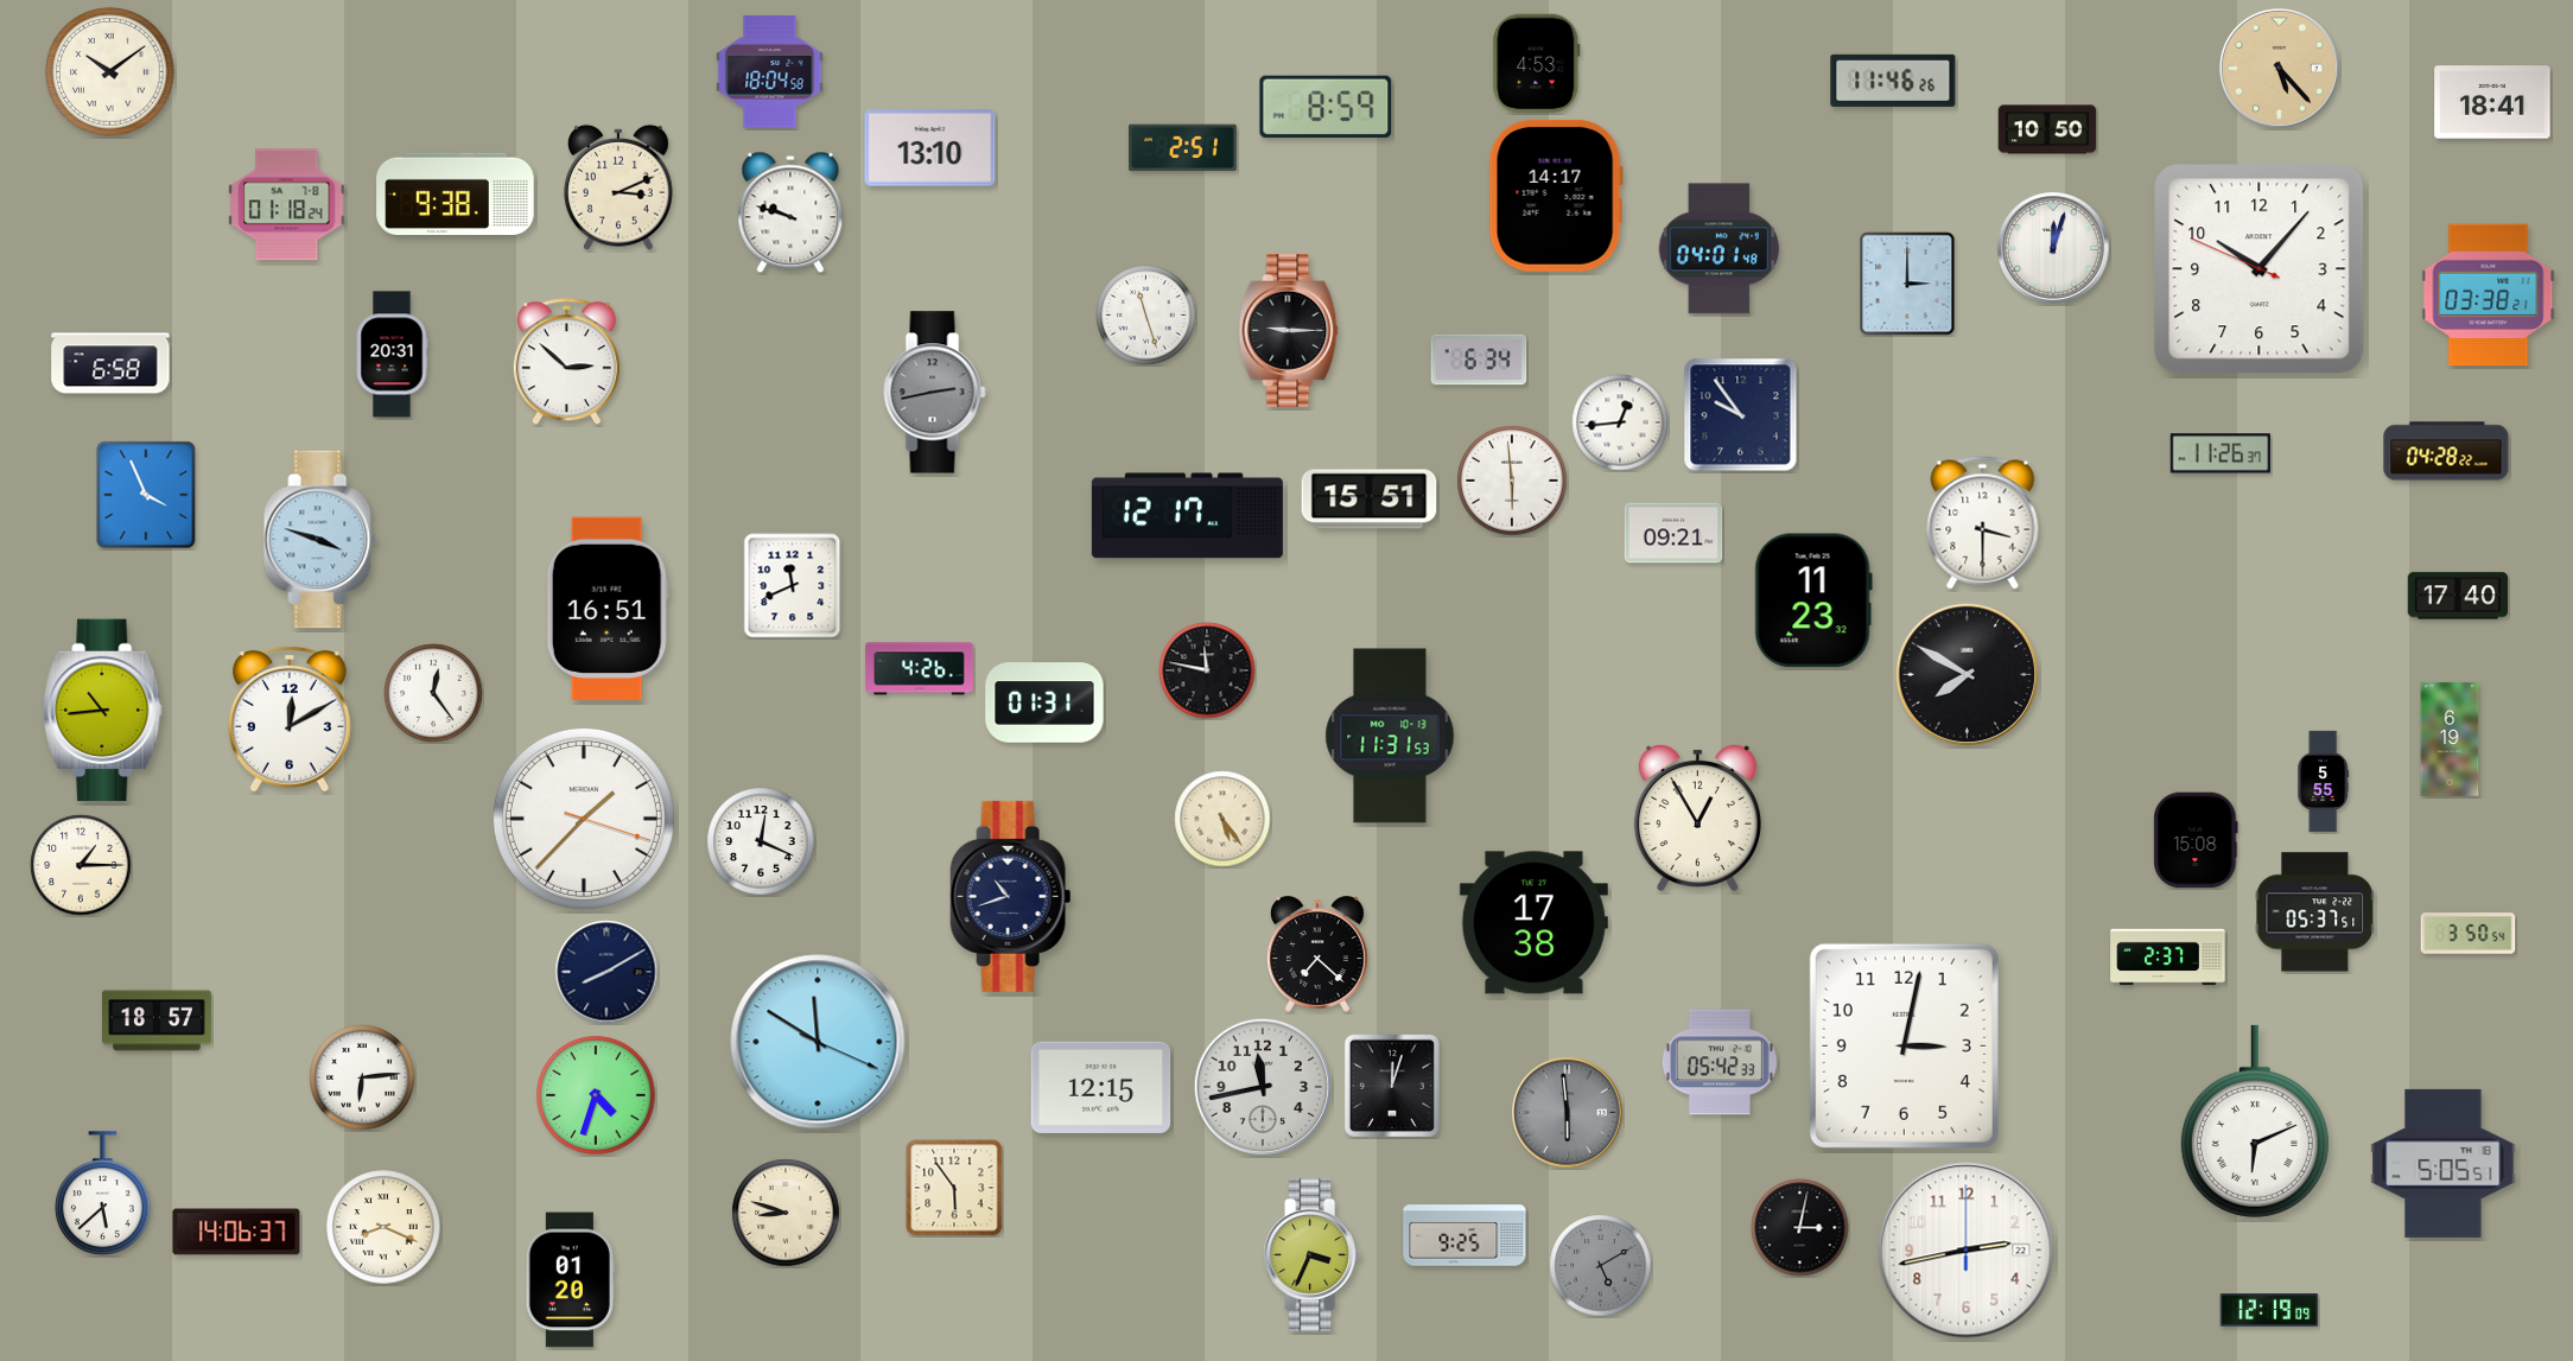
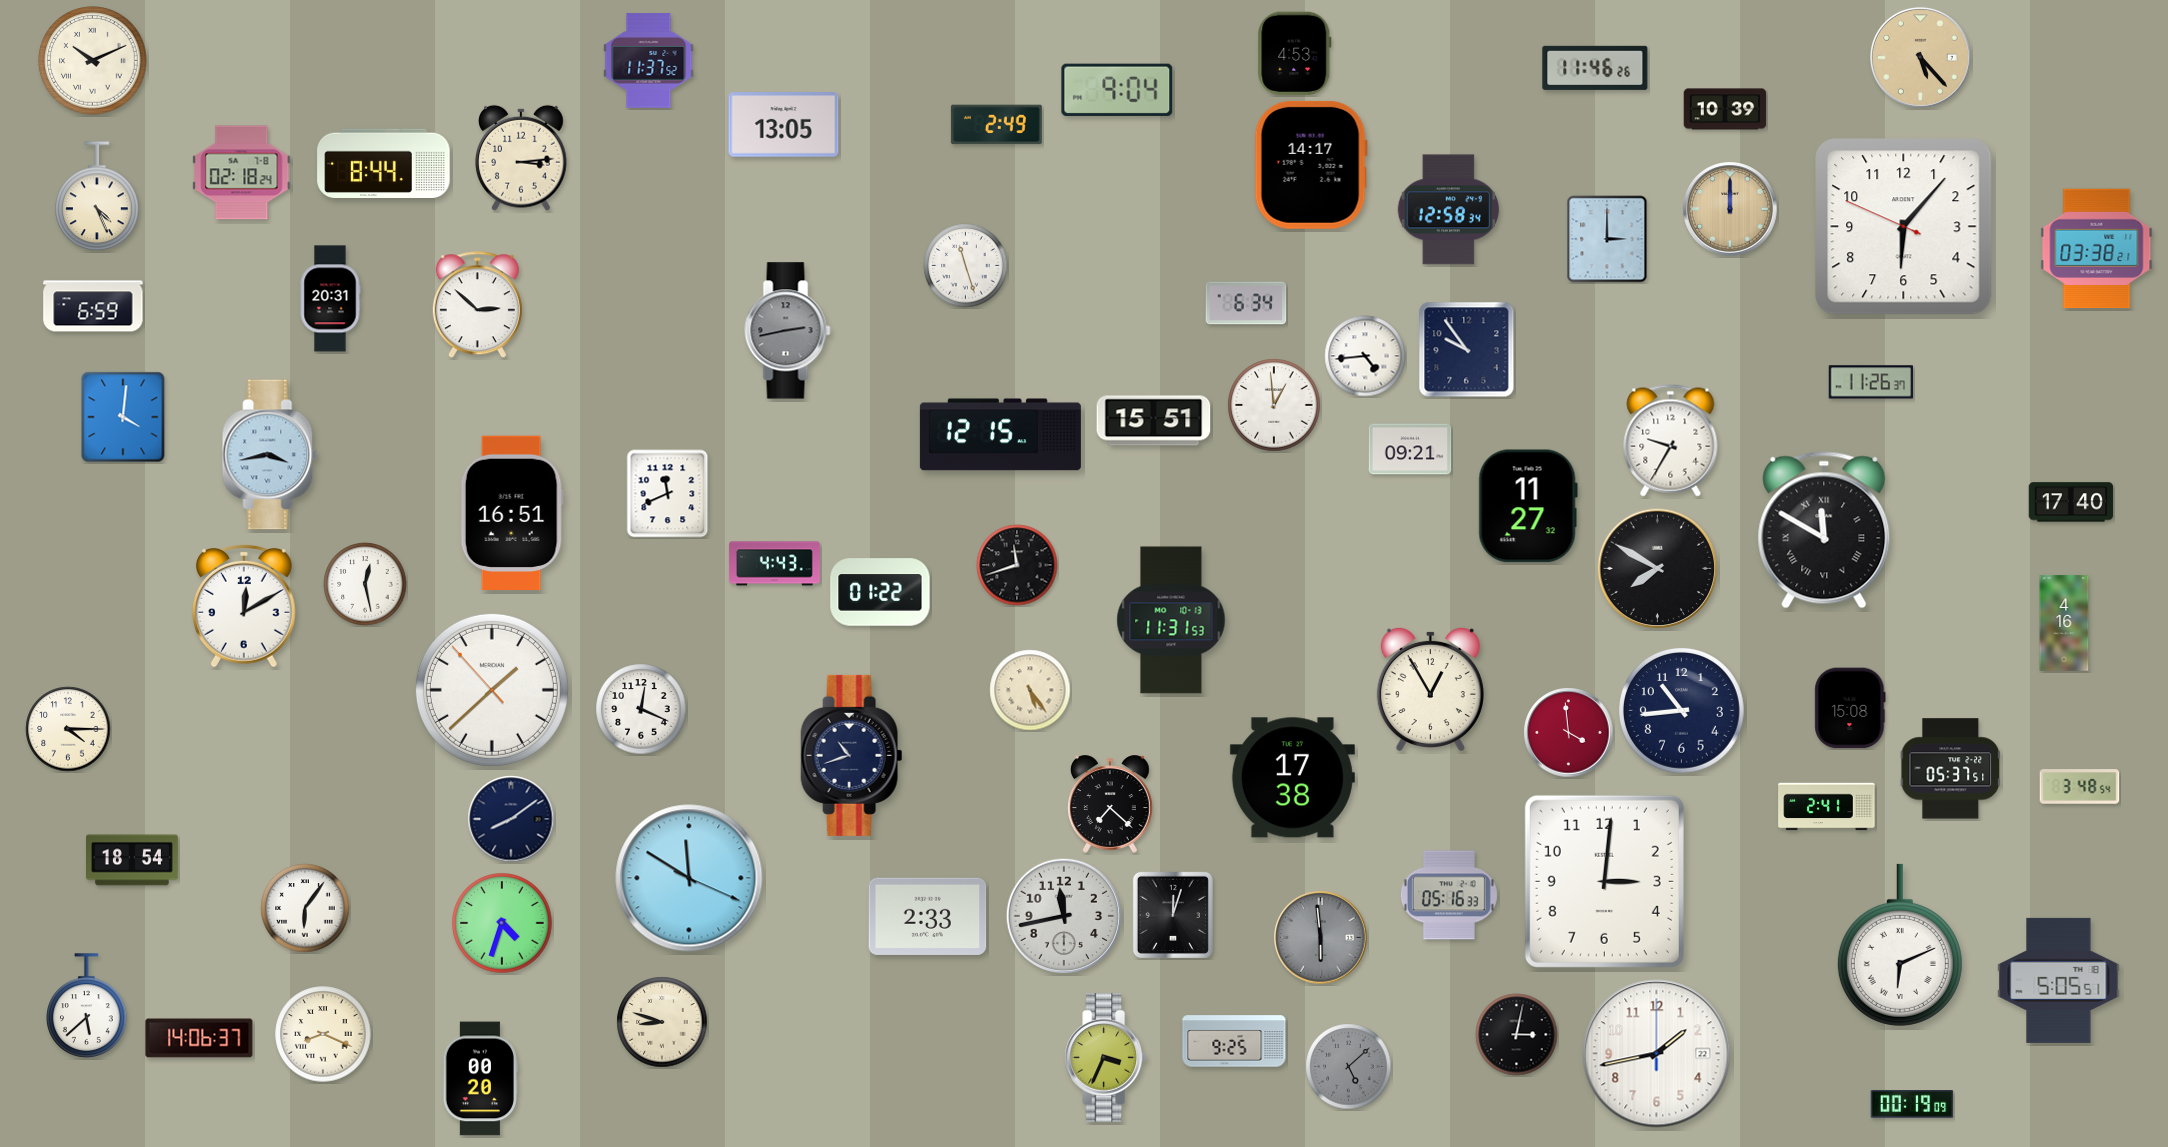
clock at (110, 72): 10:09 -> 10:11
clock at (770, 72): 18:04 -> 11:37
clock at (2492, 102): 18:41 -> none
clock at (1326, 107): 8:59 -> 9:04
clock at (2047, 129): 10:50 -> 10:39
clock at (930, 148): 13:10 -> 13:05
clock at (1182, 148): 2:51 -> 2:49
clock at (620, 187): 3:11 -> 3:14
clock at (456, 193): 9:38 -> 8:44
clock at (287, 205): 01:18 -> 02:18
clock at (790, 212): 9:48 -> none
clock at (98, 197): none -> 4:26
clock at (2053, 248): 12:03 -> 12:00
clock at (2053, 248) dial: white -> champagne
clock at (1718, 249): 04:01 -> 12:58
clock at (2260, 269): 10:06 -> 6:06
clock at (1289, 331): 9:15 -> none
clock at (110, 363): 6:58 -> 6:59
clock at (1620, 422): 12:44 -> 4:44
clock at (2446, 451): 04:28 -> none
clock at (1512, 481): 5:59 -> 12:59
clock at (146, 495): 3:56 -> 4:01
clock at (1187, 516): 12:17 -> 12:15
clock at (1983, 523): 3:30 -> 9:35
clock at (320, 540): 3:48 -> 3:43
clock at (1813, 600): 11:23 -> 11:27
clock at (1824, 530): none -> 11:50
clock at (919, 669): 4:26 -> 4:43
clock at (1207, 670): 11:47 -> 11:42
clock at (433, 693): 12:24 -> 12:28
clock at (1044, 702): 01:31 -> 01:22
clock at (103, 711): 10:44 -> none
clock at (2450, 739): 6:19 -> 4:16
clock at (2324, 782): 5:55 -> none
clock at (584, 819): 1:37:18 -> 1:37:53
clock at (1682, 711): none -> 10:44
clock at (81, 865): 1:15 -> 4:15
clock at (1569, 733): none -> 3:59
clock at (2469, 934): 3:50 -> 3:48
clock at (2168, 958): 2:37 -> 2:41
clock at (606, 972): 8:10 -> 8:09
clock at (158, 1020): 18:57 -> 18:54
clock at (1904, 1045): 3:02 -> 3:01
clock at (1720, 1062): 05:42 -> 05:16
clock at (362, 1077): 6:14 -> 6:06
clock at (1101, 1087): 12:15 -> 2:33
clock at (954, 1188): 5:54 -> none
clock at (1967, 1251): 2:43 -> 1:43
clock at (1601, 1266): 5:10 -> 5:08
clock at (570, 1280): 01:20 -> 00:20
clock at (2269, 1311): 12:19 -> 00:19
